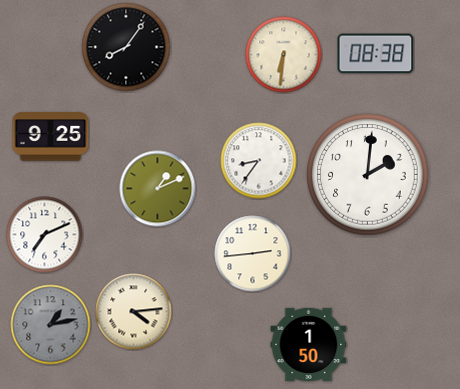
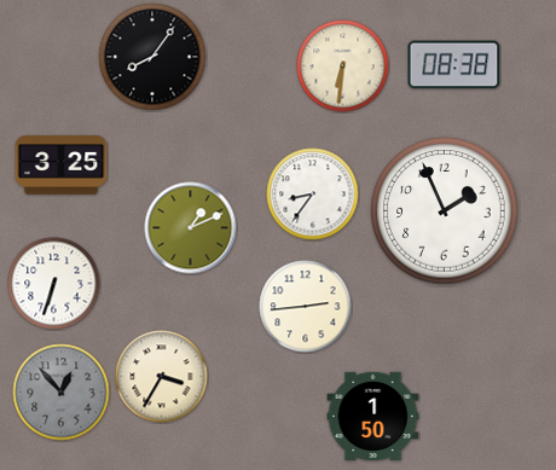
clock at (51, 137): 9:25 -> 3:25
clock at (368, 175): 2:01 -> 1:56
clock at (45, 235): 7:11 -> 6:33
clock at (134, 312): 4:14 -> 3:35
clock at (51, 325): 1:13 -> 12:53
